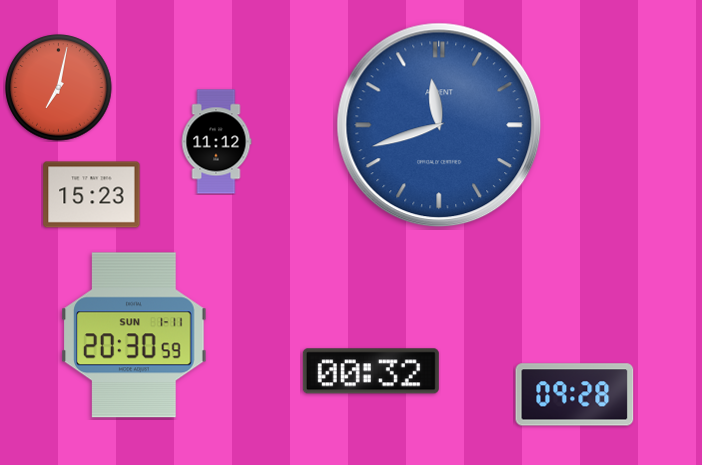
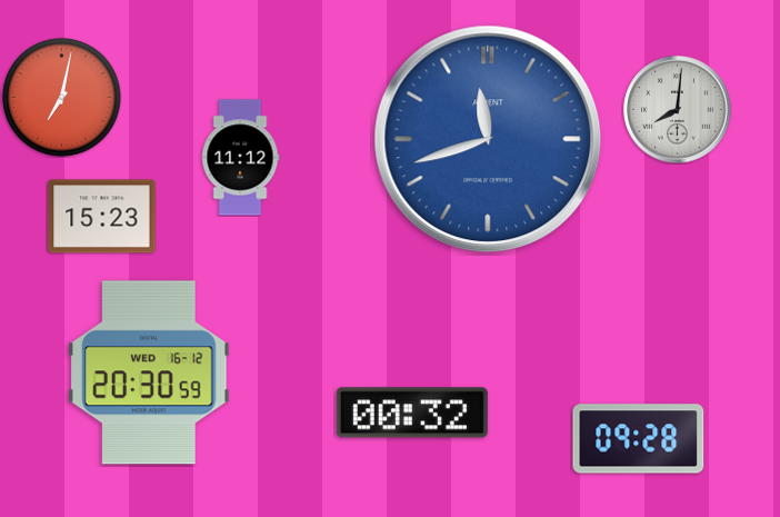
clock at (59, 88) position: (59, 88) -> (62, 98)
clock at (678, 110): none -> 8:01
clock at (134, 335) date: SUN 1-11 -> WED 16-12
